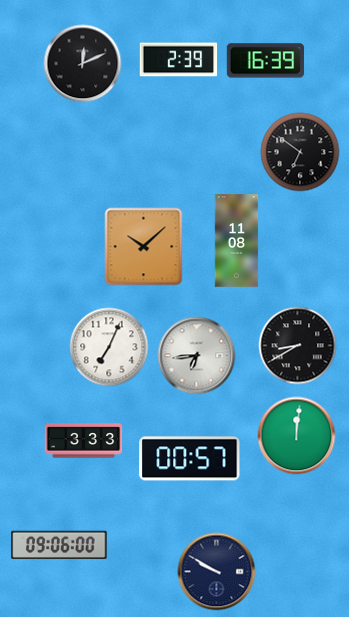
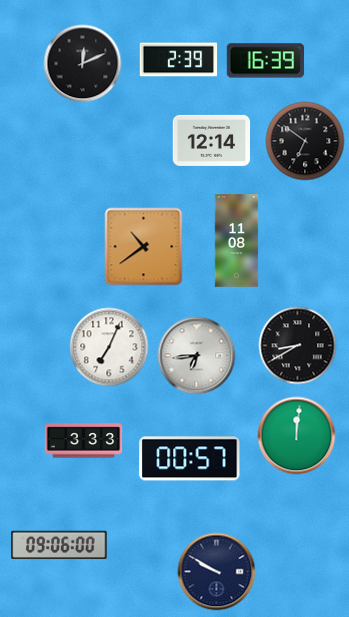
clock at (211, 140): none -> 12:14
clock at (300, 152) position: (300, 152) -> (305, 141)
clock at (143, 246): 10:08 -> 10:39
